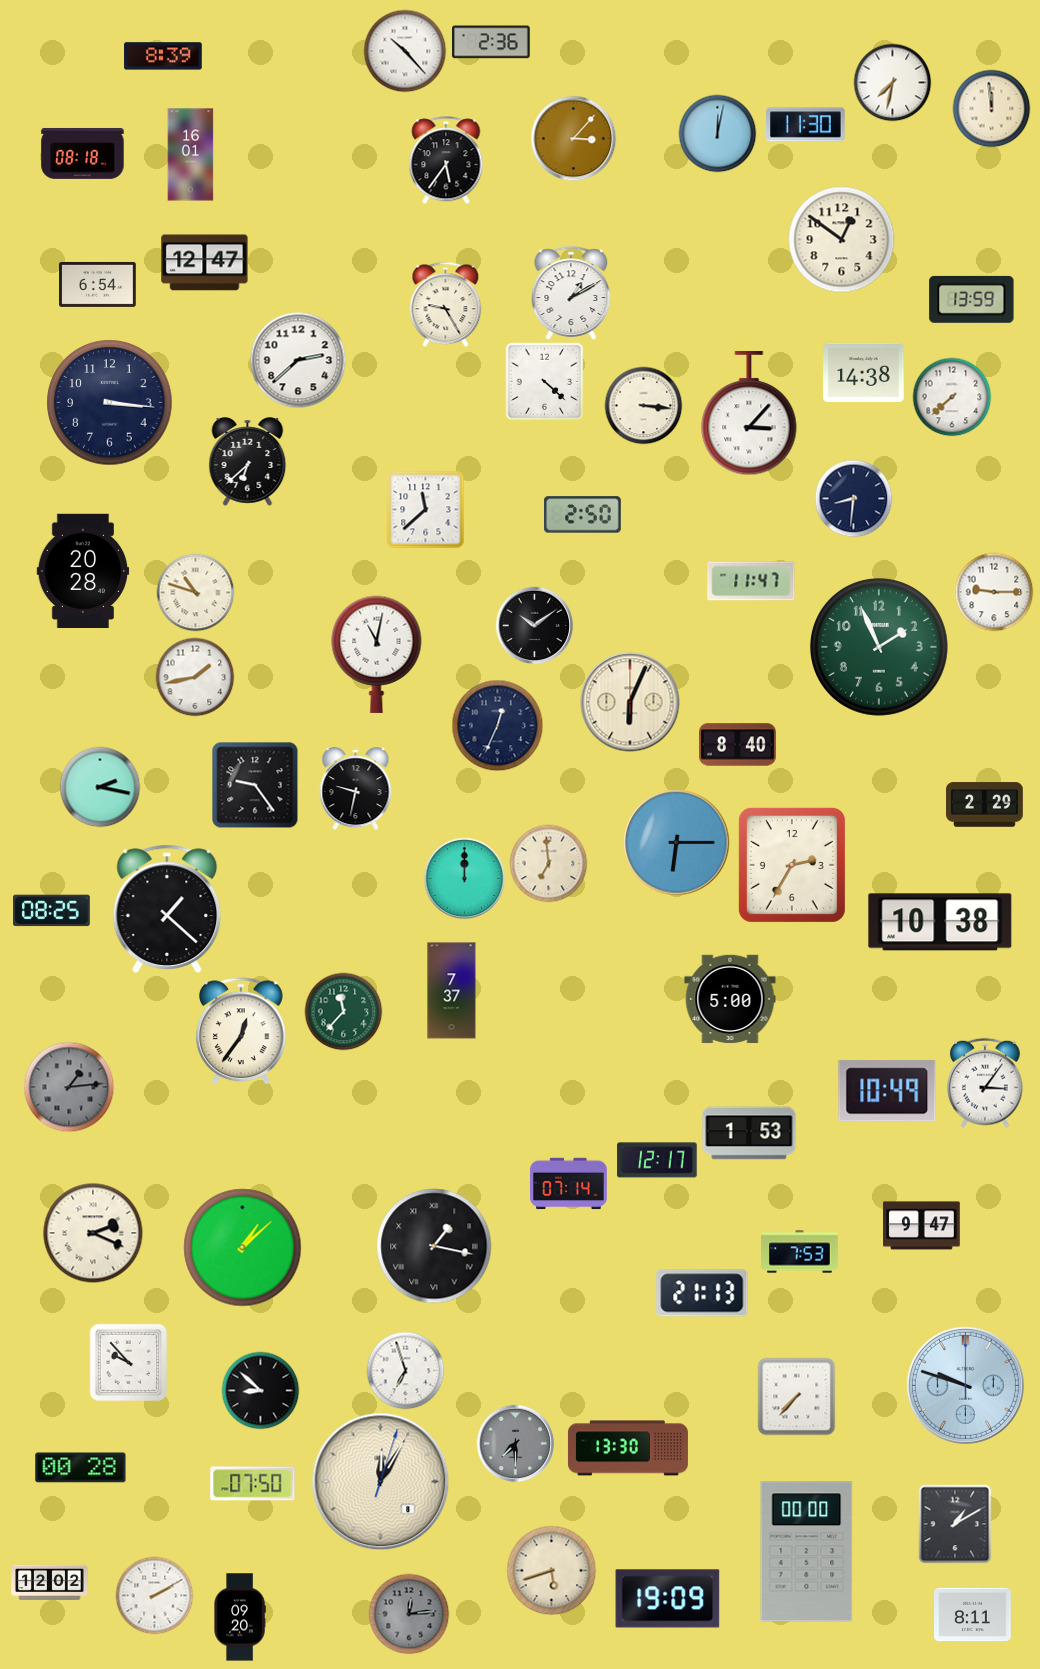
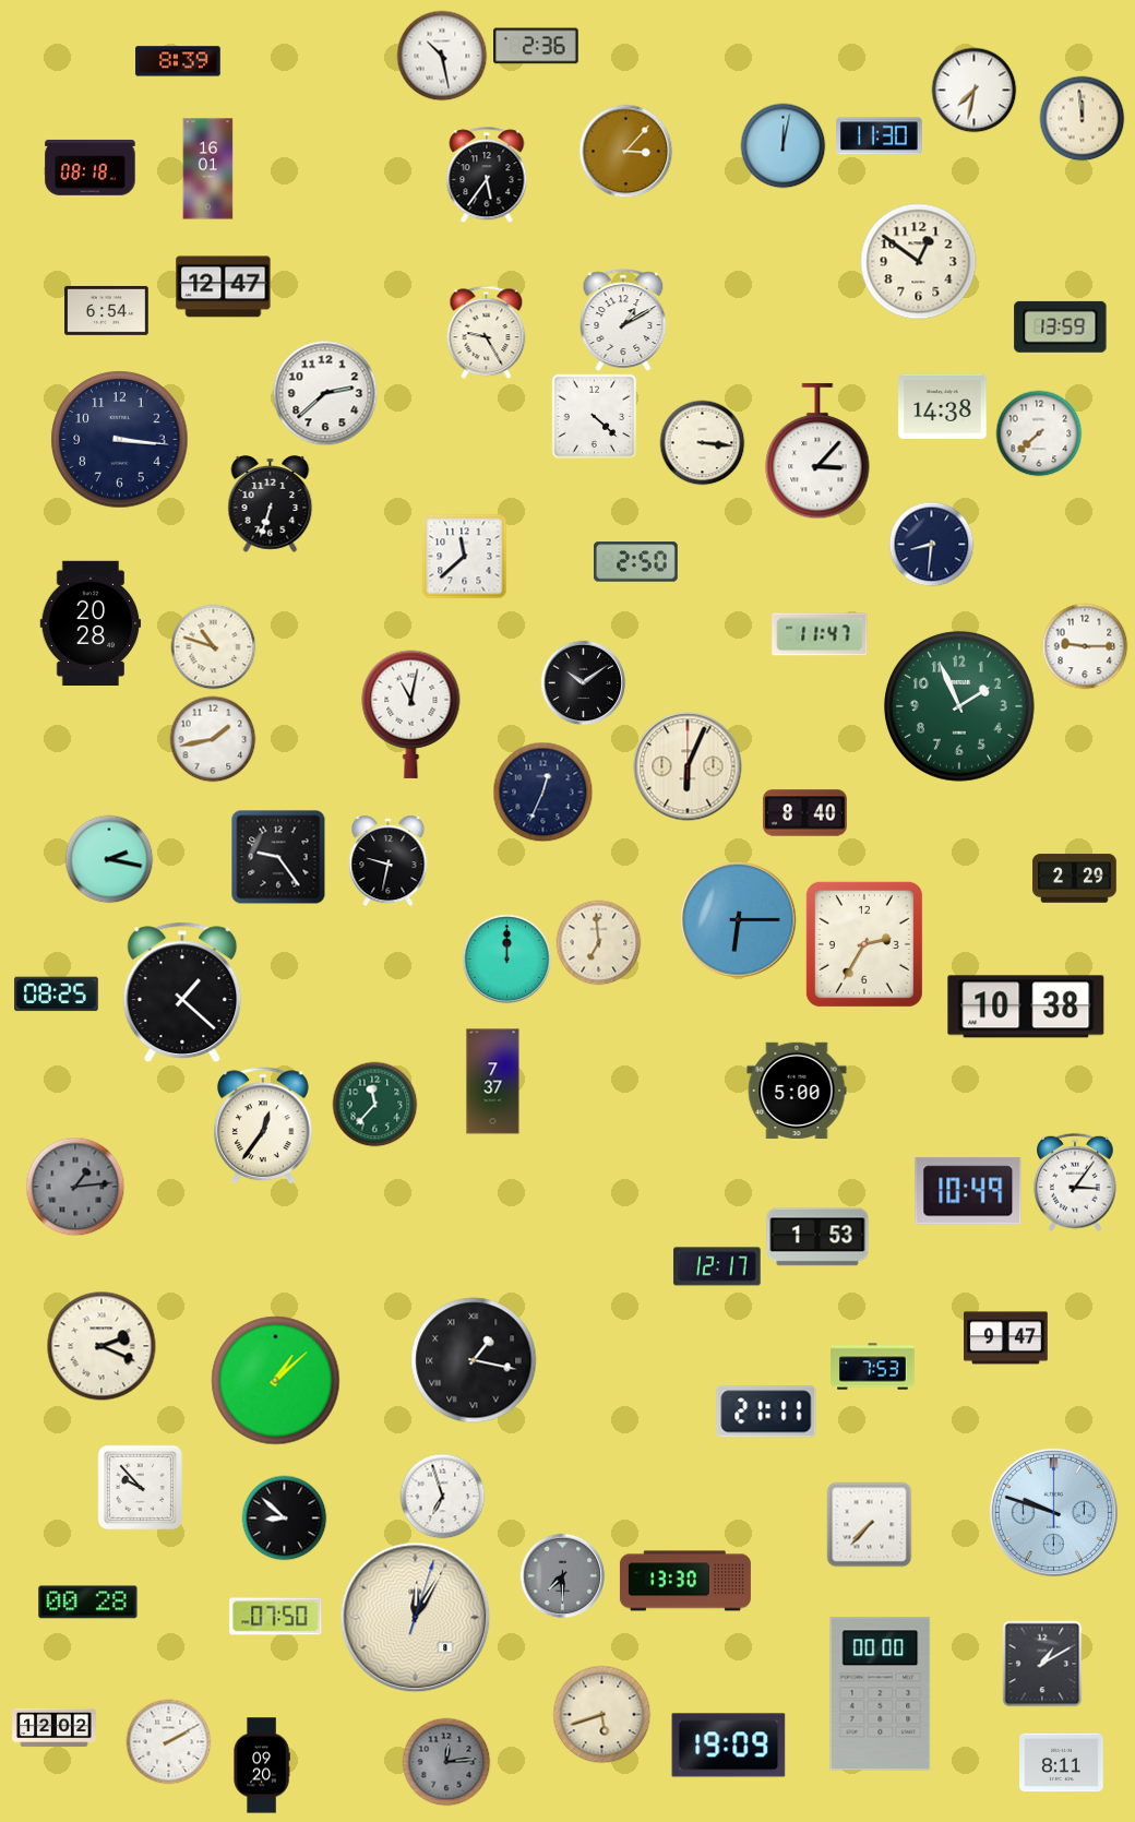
clock at (405, 51): 10:23 -> 10:28
clock at (248, 462): 6:38 -> 6:33
clock at (569, 1184): 07:14 -> none
clock at (243, 1248) position: (243, 1248) -> (276, 1381)
clock at (702, 1293): 21:13 -> 21:11
clock at (253, 1484) position: (253, 1484) -> (276, 1617)
